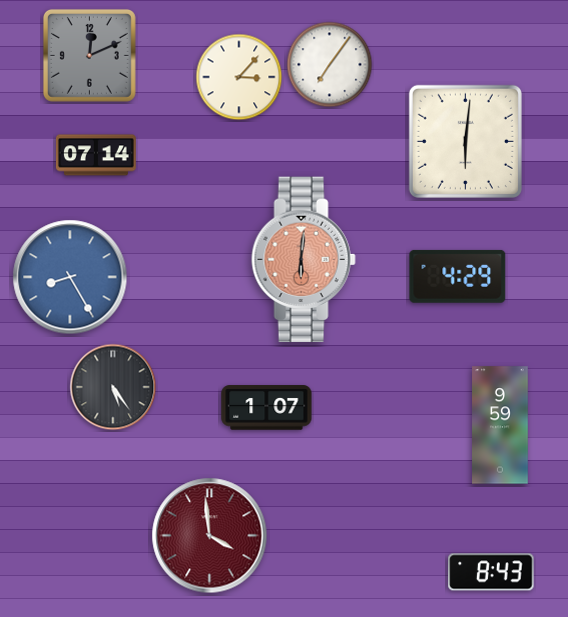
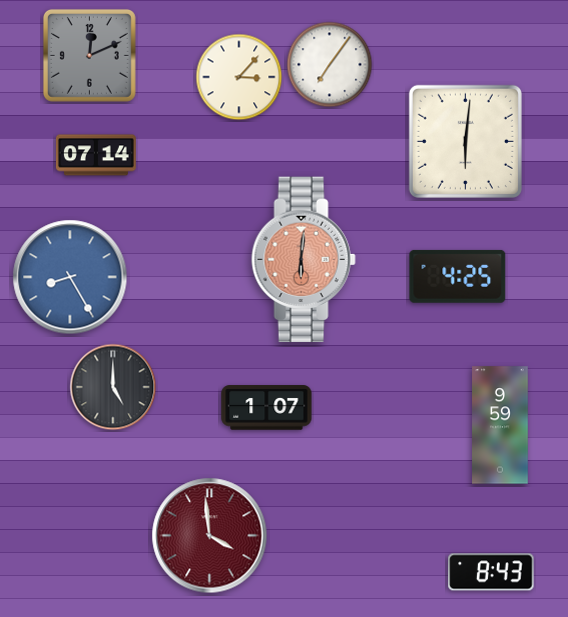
clock at (458, 276): 4:29 -> 4:25
clock at (113, 387): 5:24 -> 5:00
